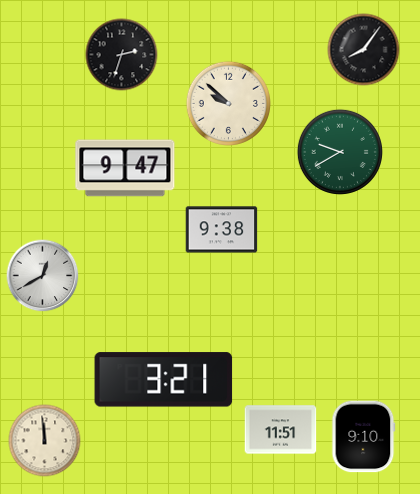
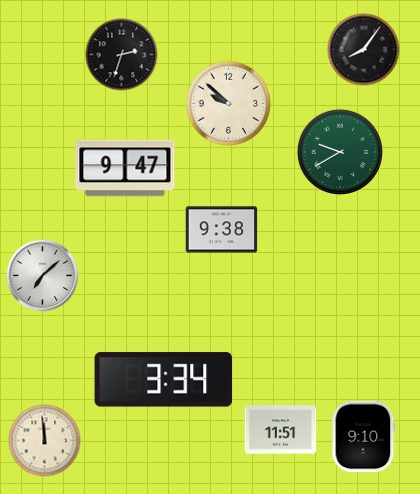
clock at (43, 276): 12:40 -> 7:08
clock at (164, 380): 3:21 -> 3:34
